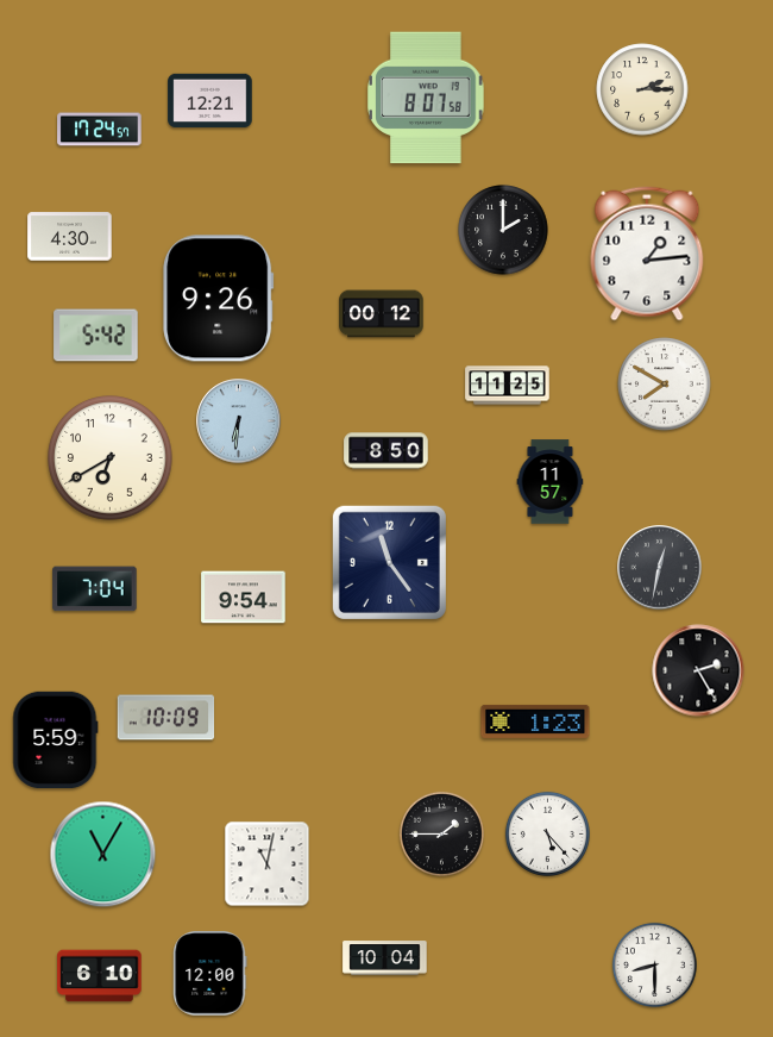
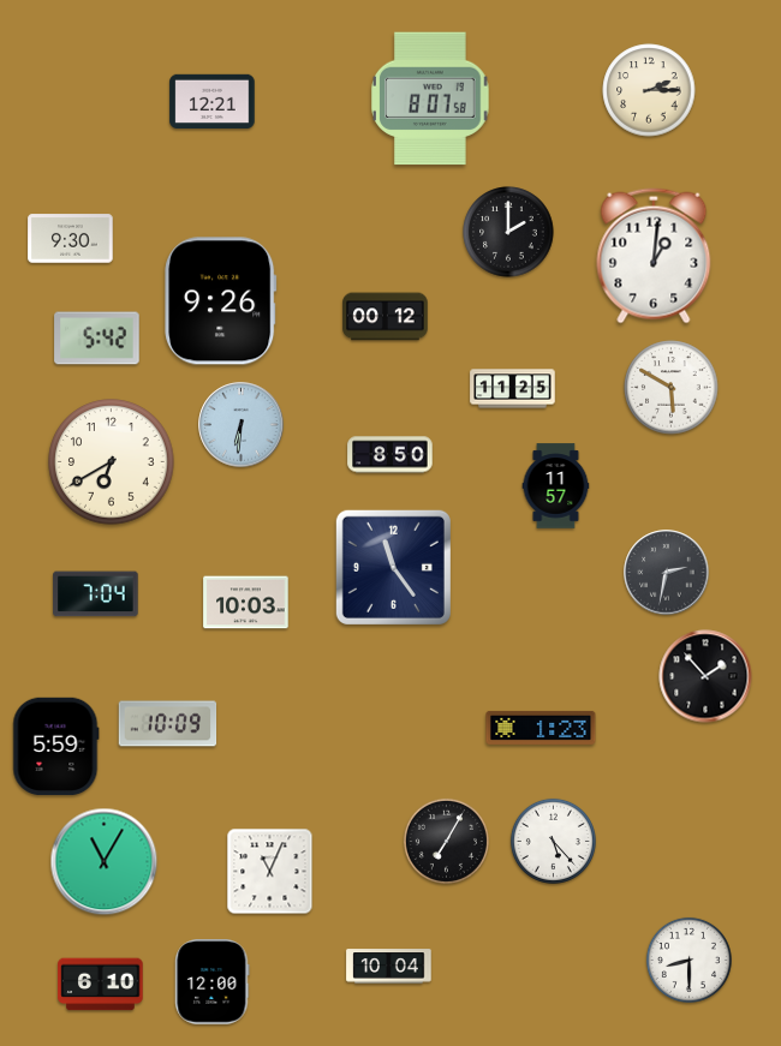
clock at (100, 130): 17:24 -> none
clock at (70, 237): 4:30 -> 9:30
clock at (647, 254): 1:14 -> 1:01
clock at (665, 385): 7:50 -> 5:50
clock at (660, 568): 12:32 -> 2:32
clock at (244, 598): 9:54 -> 10:03
clock at (698, 670): 2:25 -> 1:53
clock at (441, 833): 1:45 -> 7:05
clock at (268, 864): 11:02 -> 11:04
clock at (654, 964) position: (654, 964) -> (688, 960)
